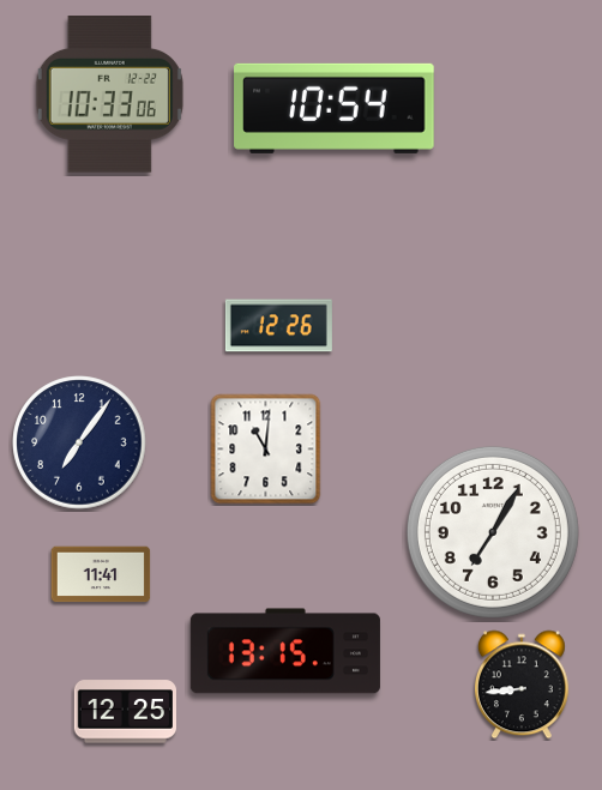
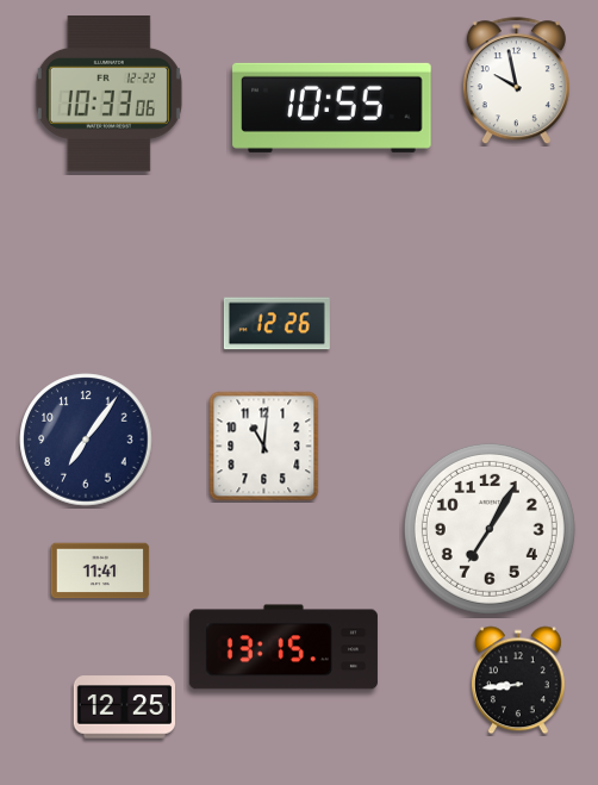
clock at (516, 81): none -> 9:58
clock at (335, 108): 10:54 -> 10:55
clock at (79, 442) position: (79, 442) -> (86, 440)
